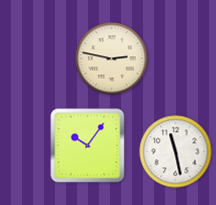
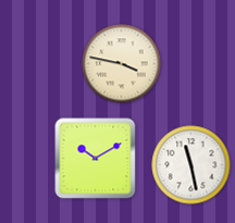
clock at (112, 59): 2:47 -> 3:47
clock at (88, 146): 10:06 -> 10:10
